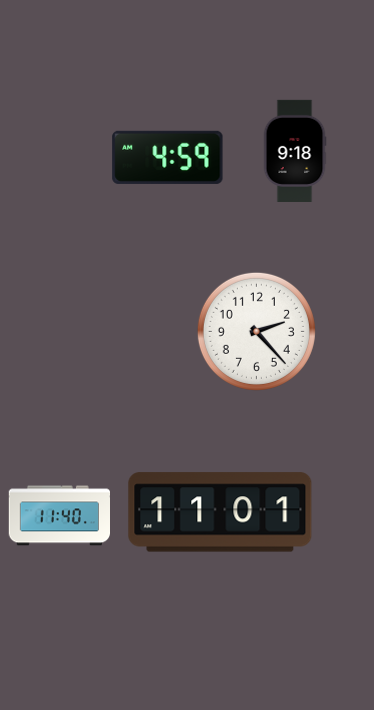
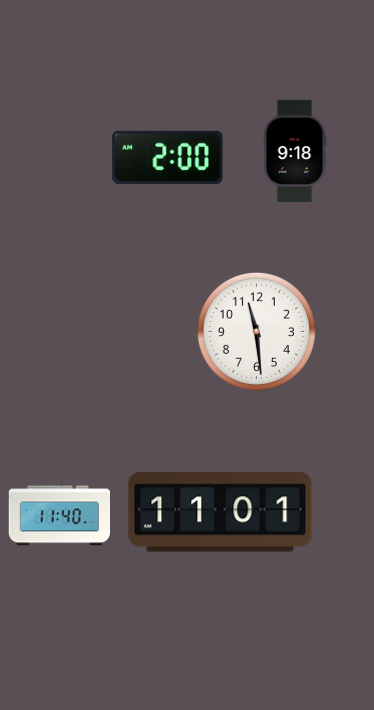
clock at (168, 157): 4:59 -> 2:00
clock at (256, 331): 2:23 -> 11:29
